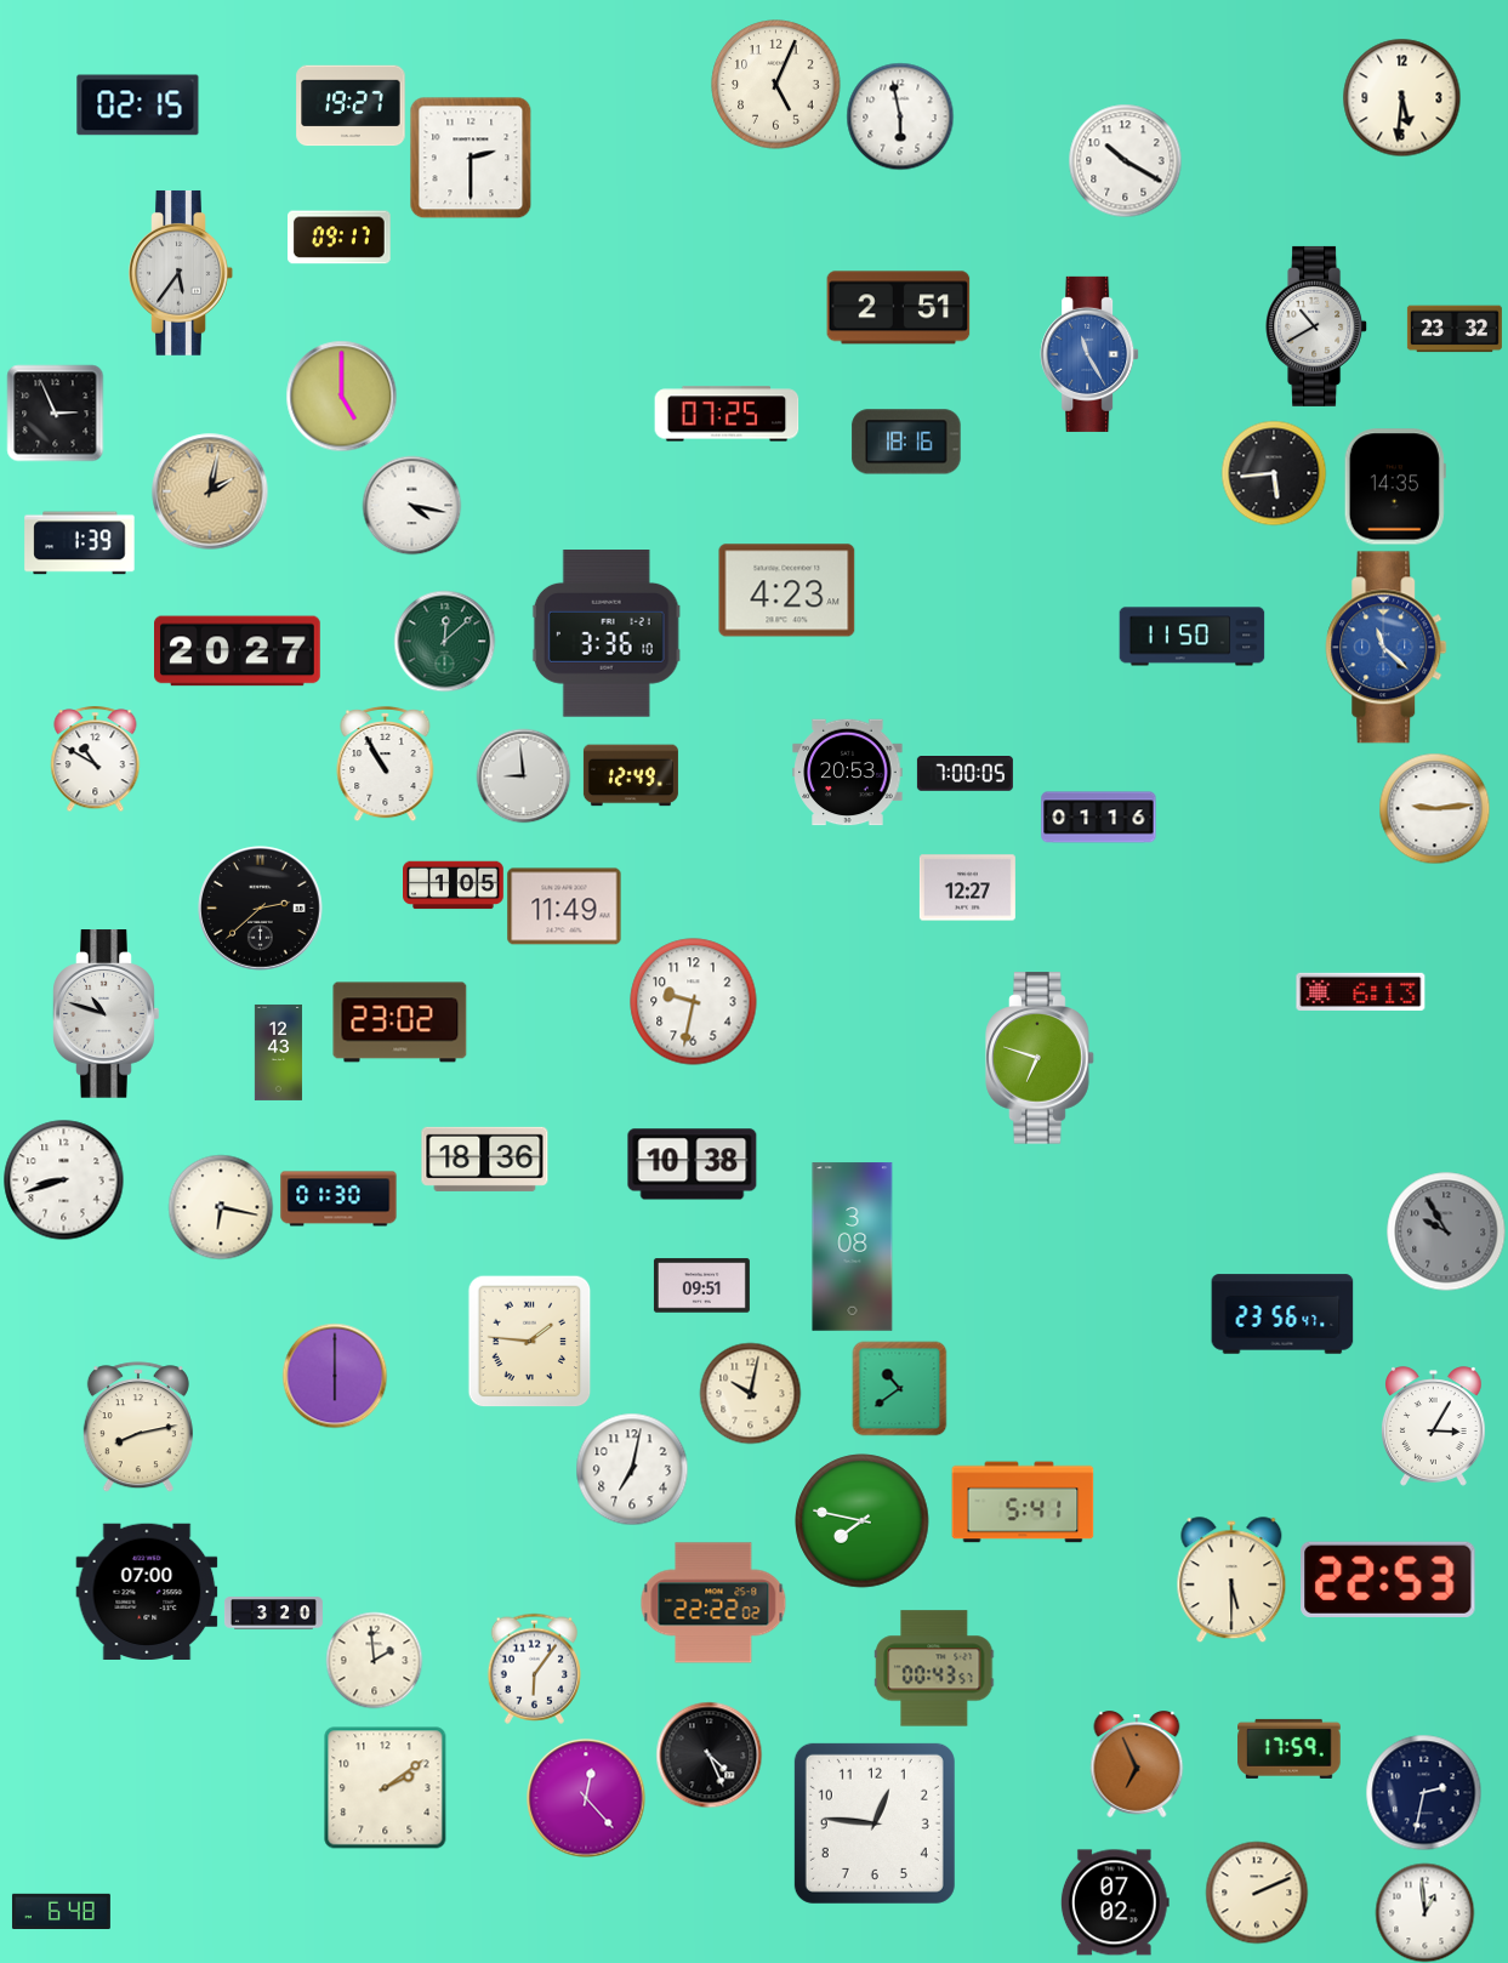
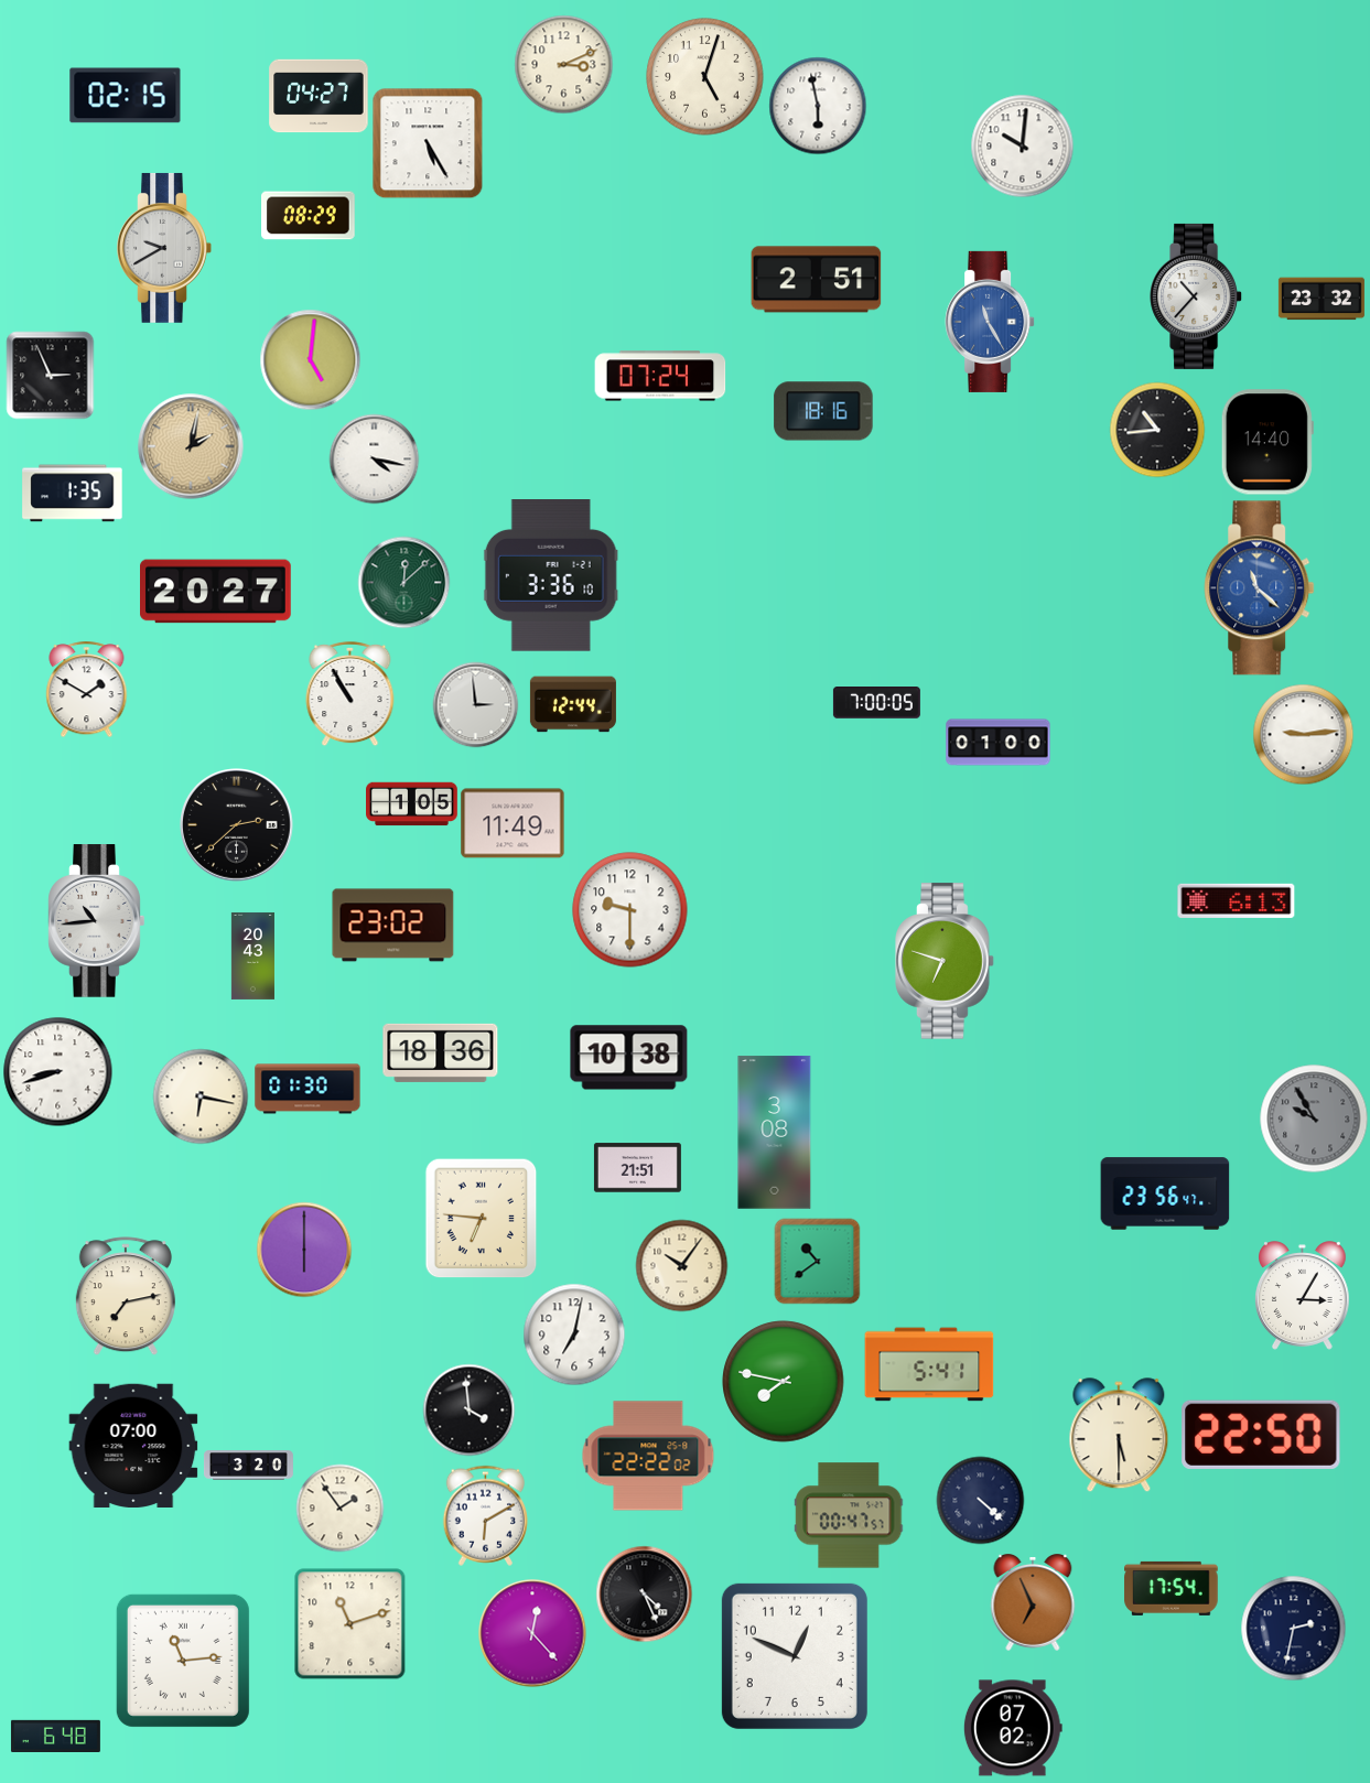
clock at (563, 64): none -> 3:11
clock at (776, 85): 5:04 -> 5:03
clock at (1401, 97): 5:31 -> none
clock at (351, 106): 19:27 -> 04:27
clock at (471, 158): 2:30 -> 5:25
clock at (1125, 160): 10:20 -> 10:01
clock at (340, 238): 09:17 -> 08:29
clock at (181, 273): 5:36 -> 9:40
clock at (1318, 326): 10:40 -> 10:37
clock at (341, 396): 5:00 -> 5:01
clock at (727, 414): 07:25 -> 07:24
clock at (906, 442) position: (906, 442) -> (823, 411)
clock at (1274, 473): 5:44 -> 10:44
clock at (1395, 487): 14:35 -> 14:40
clock at (80, 544): 1:39 -> 1:35
clock at (787, 591): 4:23 -> none
clock at (1193, 637): 11:50 -> none
clock at (96, 758): 10:50 -> 1:50
clock at (848, 773): 20:53 -> none
clock at (523, 775): 8:59 -> 2:59
clock at (631, 775): 12:49 -> 12:44
clock at (1099, 818): 01:16 -> 01:00
clock at (967, 888): 12:27 -> none
clock at (694, 1002): 9:32 -> 9:30
clock at (107, 1014): 10:48 -> 10:44
clock at (400, 1023) position: (400, 1023) -> (393, 926)
clock at (278, 1052): 12:43 -> 20:43
clock at (701, 1286): 09:51 -> 21:51
clock at (530, 1341): 1:46 -> 6:46
clock at (750, 1393): 10:02 -> 10:06
clock at (138, 1427): 8:13 -> 7:13
clock at (468, 1409): none -> 3:59
clock at (1388, 1580): 22:53 -> 22:50
clock at (980, 1500): none -> 4:22
clock at (374, 1660): 1:59 -> 1:54
clock at (534, 1668): 6:06 -> 6:10
clock at (934, 1668): 00:43 -> 00:47
clock at (1290, 1748): 17:59 -> 17:54
clock at (386, 1788): 2:09 -> 11:12
clock at (875, 1823): 12:46 -> 12:49
clock at (183, 1661): none -> 11:14
clock at (1257, 1893): 2:11 -> none
clock at (1424, 1912): 12:59 -> none
